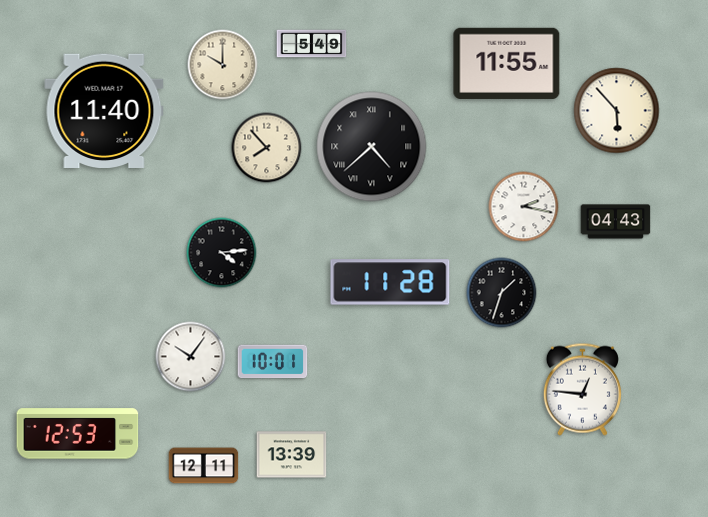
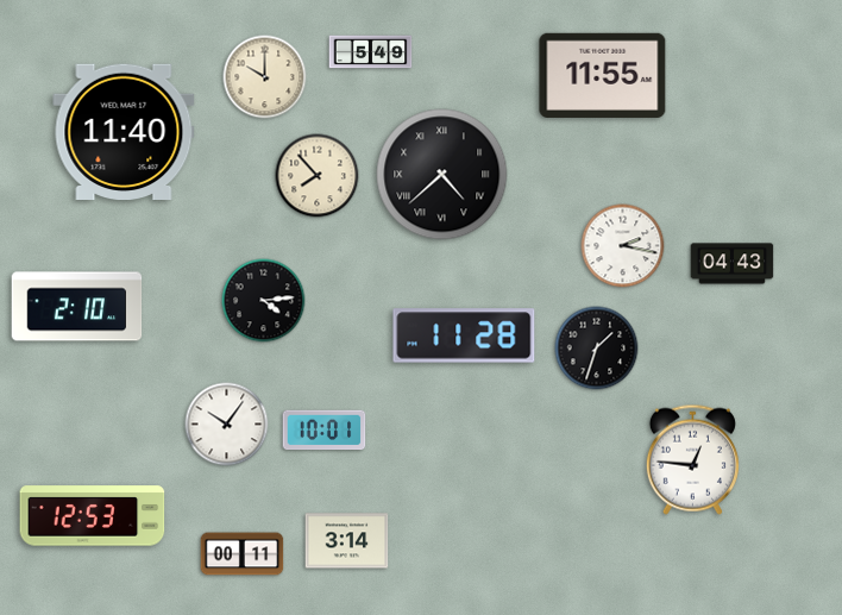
clock at (617, 111): 5:53 -> none
clock at (77, 307): none -> 2:10
clock at (582, 389) position: (582, 389) -> (692, 459)
clock at (292, 455): 13:39 -> 3:14
clock at (204, 466): 12:11 -> 00:11
